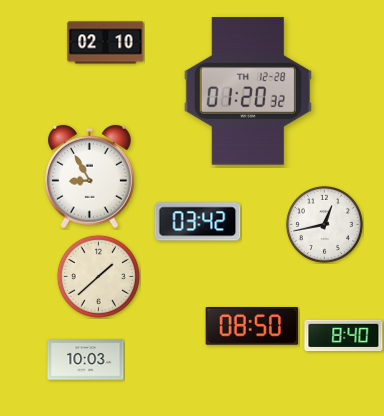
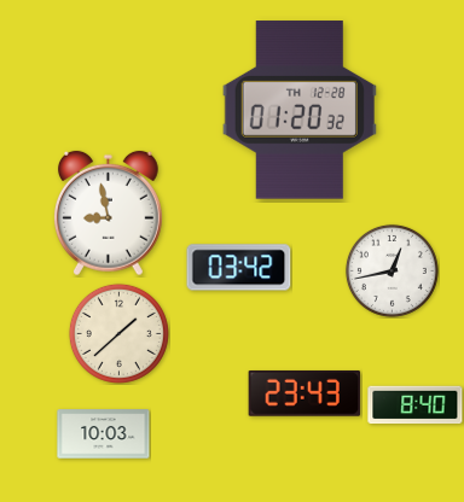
clock at (106, 43): 02:10 -> none
clock at (89, 177): 8:55 -> 8:58
clock at (252, 326): 08:50 -> 23:43
